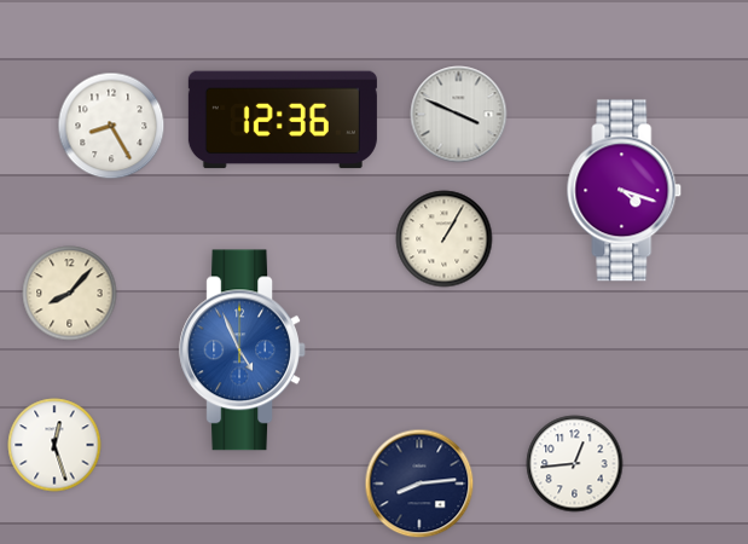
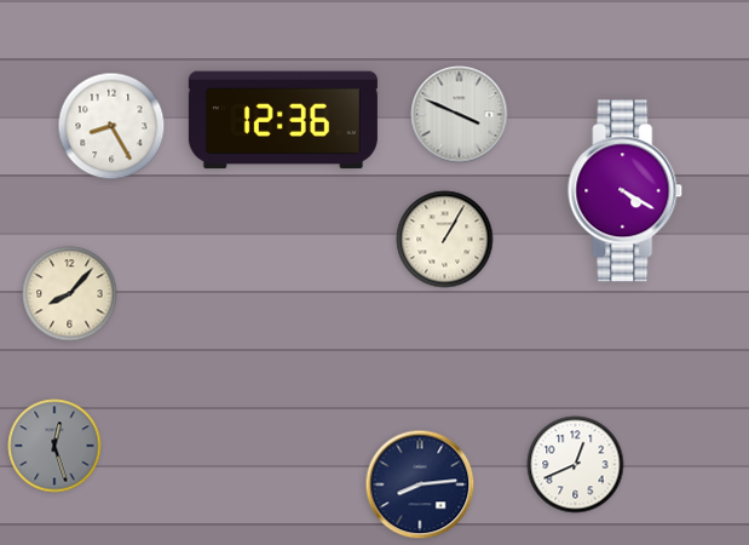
clock at (625, 191): 4:18 -> 4:20
clock at (242, 351): 4:56 -> none
clock at (54, 445) dial: white -> grey
clock at (575, 464): 12:44 -> 12:41
